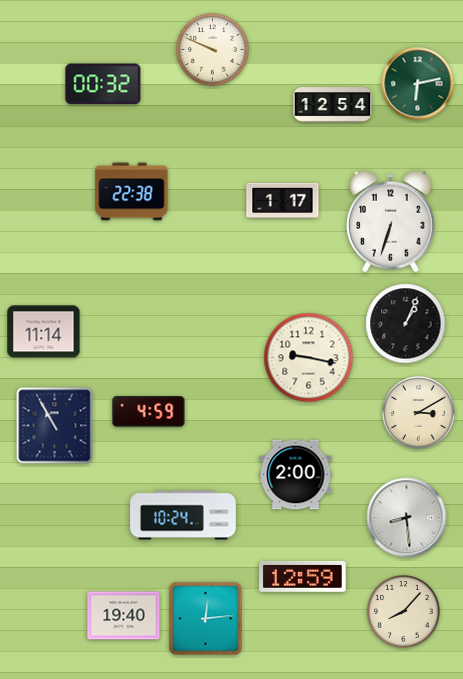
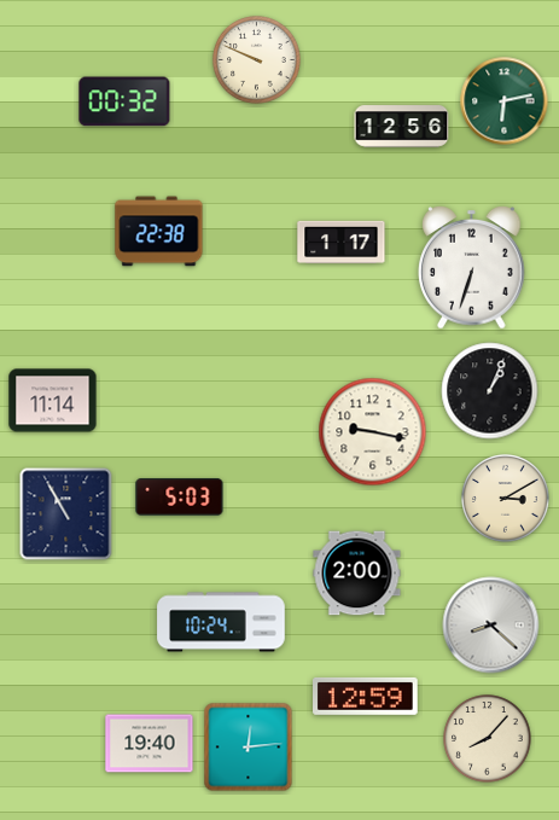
clock at (333, 105): 12:54 -> 12:56
clock at (149, 412): 4:59 -> 5:03
clock at (407, 518): 8:29 -> 8:22
